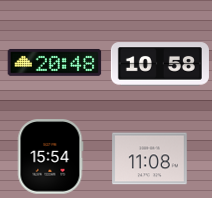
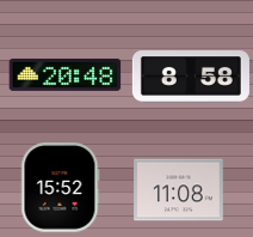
clock at (160, 64): 10:58 -> 8:58
clock at (50, 157): 15:54 -> 15:52
